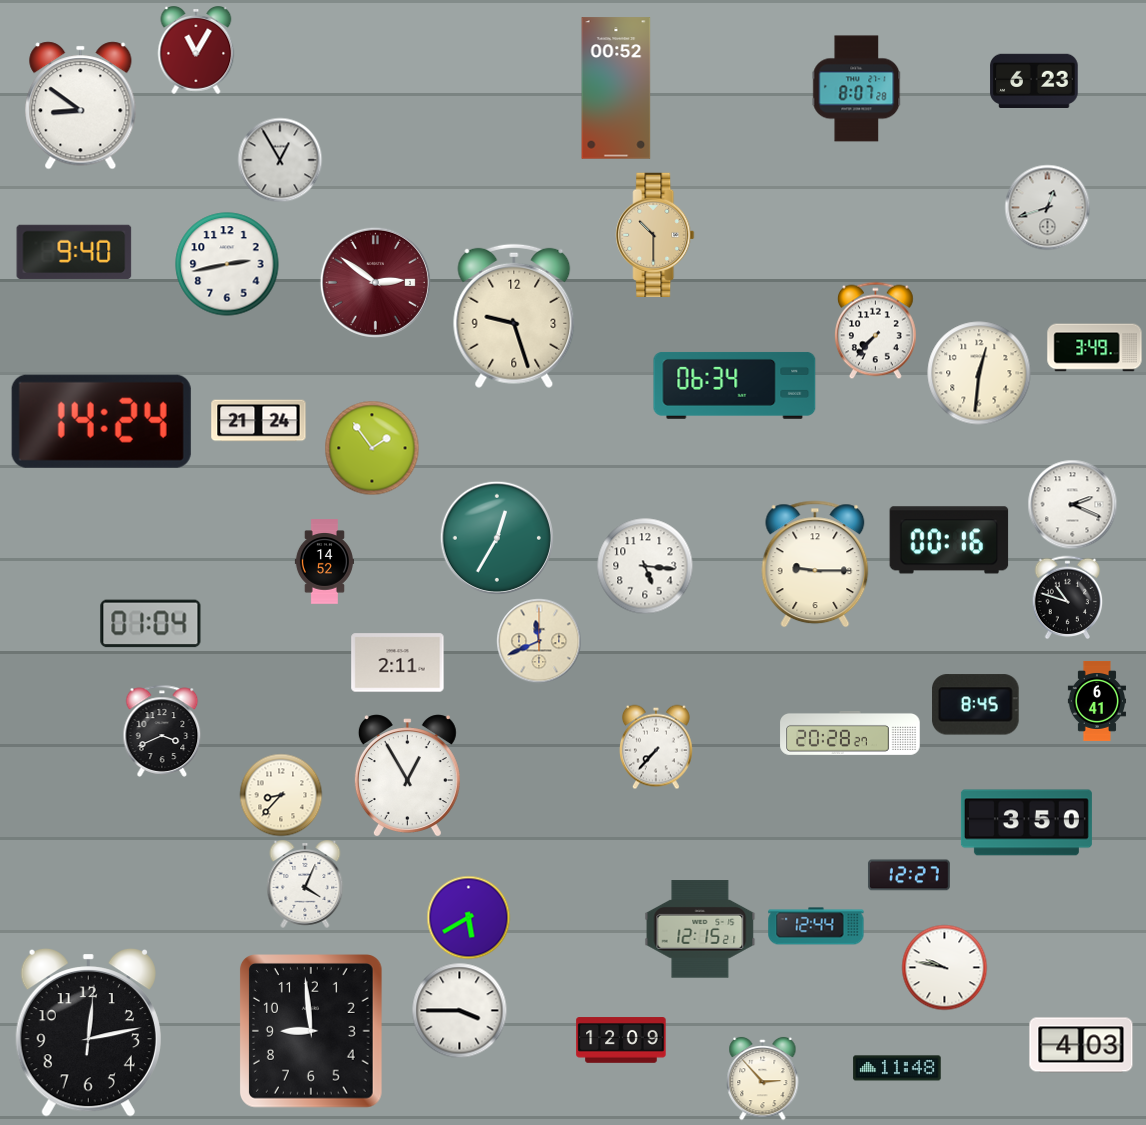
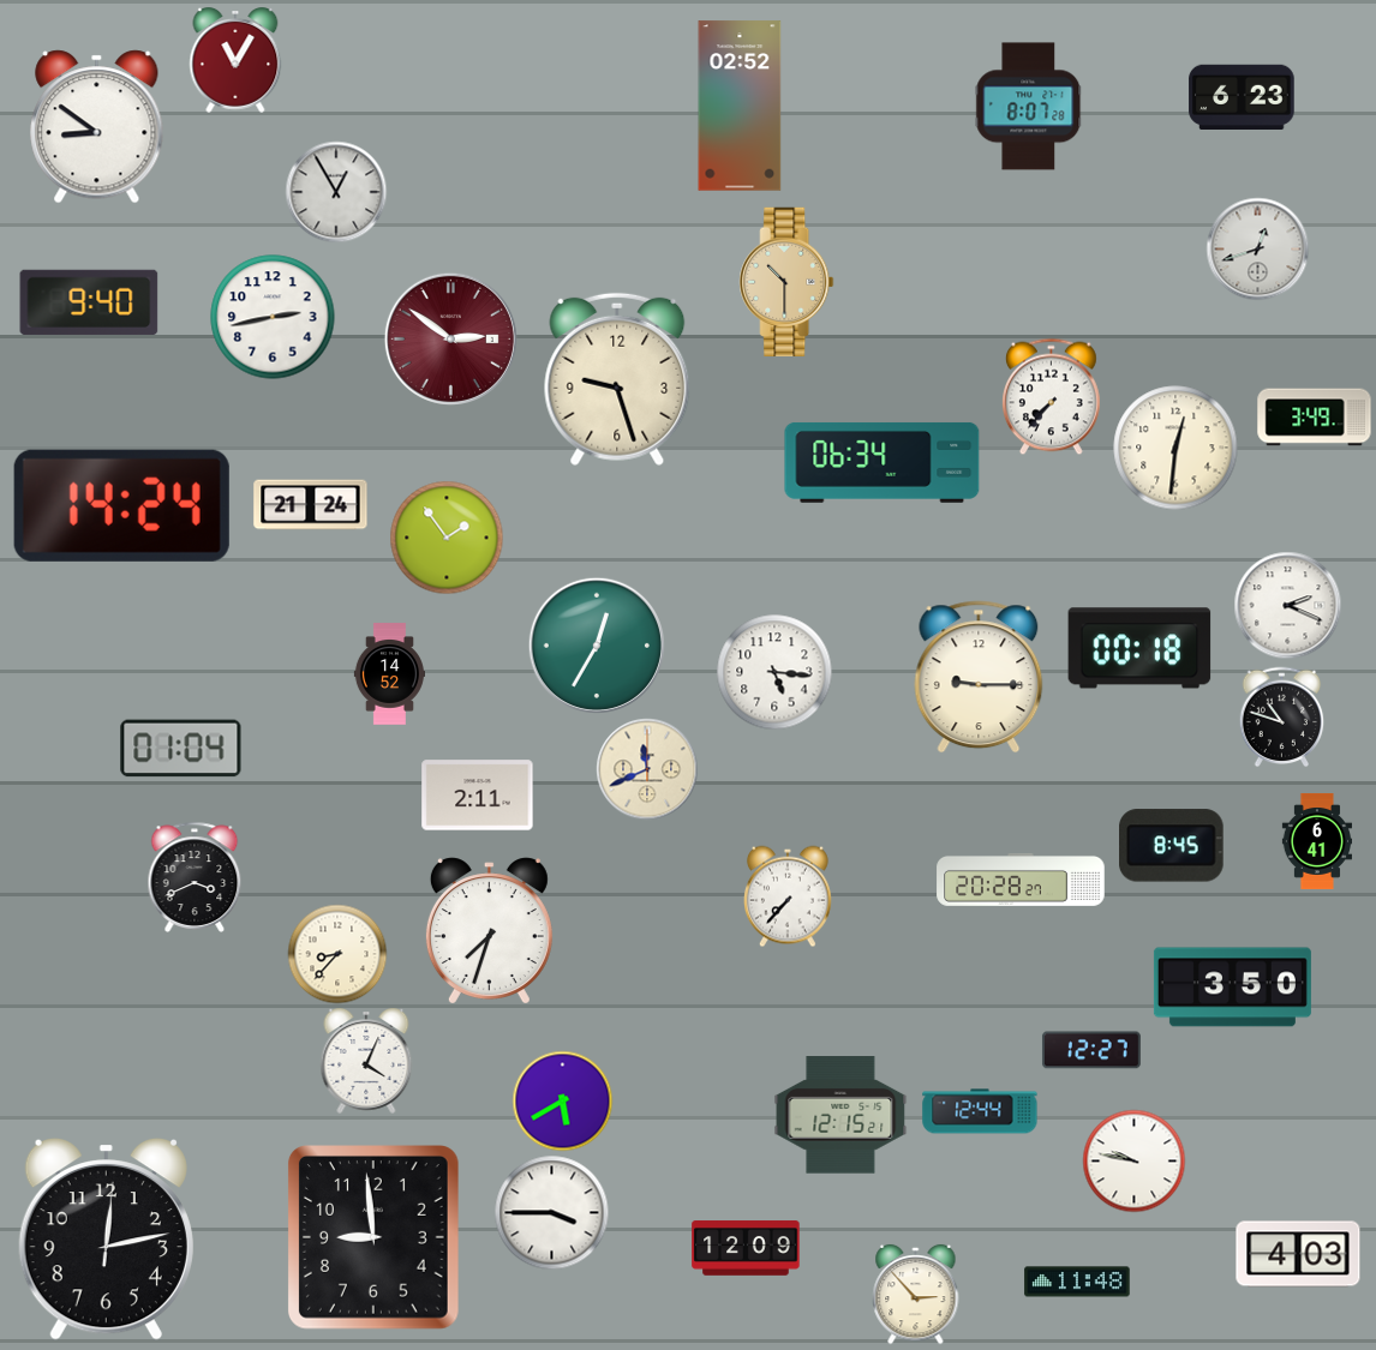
clock at (616, 88): 00:52 -> 02:52
clock at (949, 540): 00:16 -> 00:18
clock at (645, 566) position: (645, 566) -> (774, 672)
clock at (407, 775): 12:55 -> 7:33
